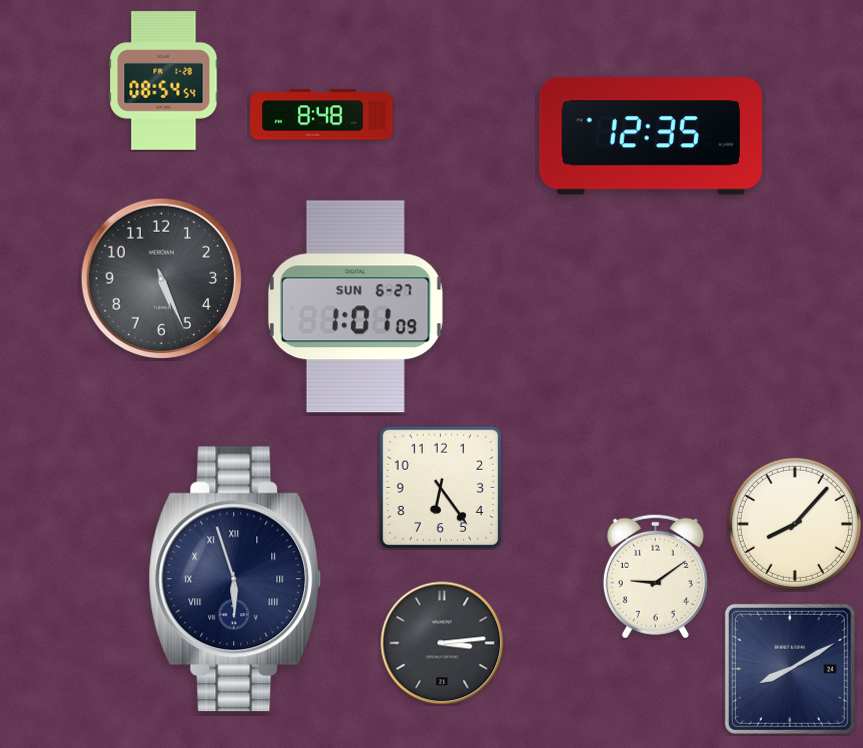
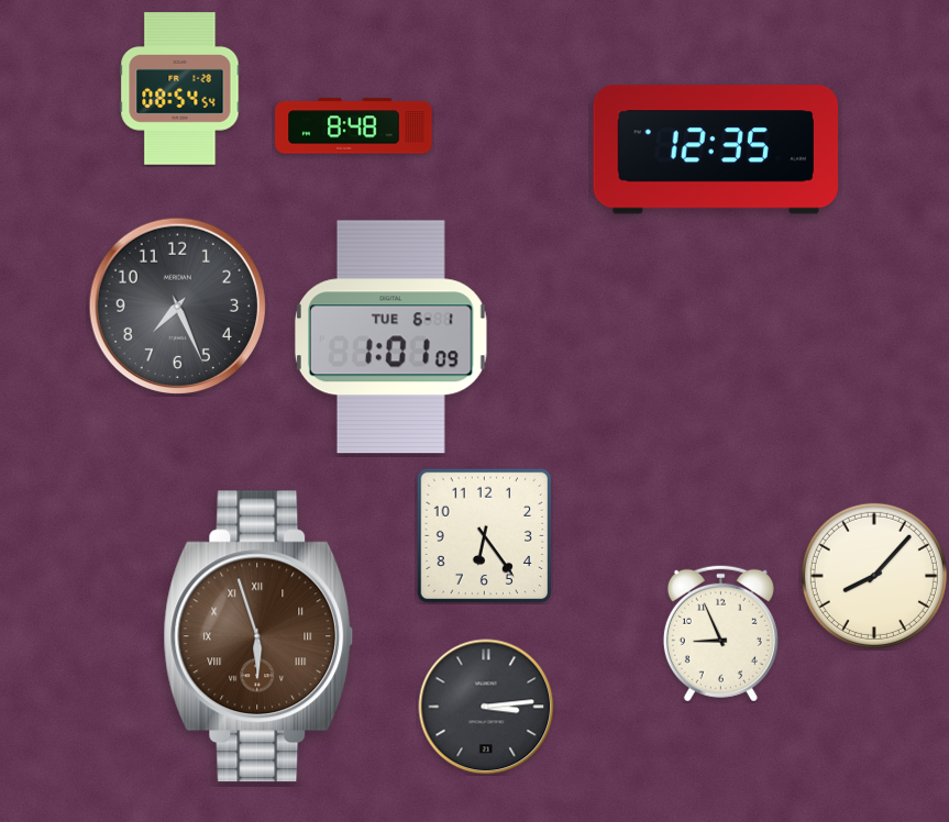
clock at (161, 278): 5:26 -> 7:26
clock at (356, 307) date: SUN 6-27 -> TUE 6-1
clock at (655, 576): 9:09 -> 8:56
clock at (235, 579) dial: navy -> brown
clock at (790, 669): 8:10 -> none
